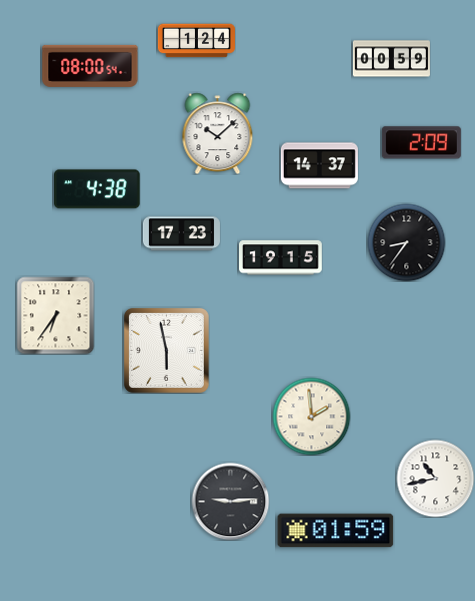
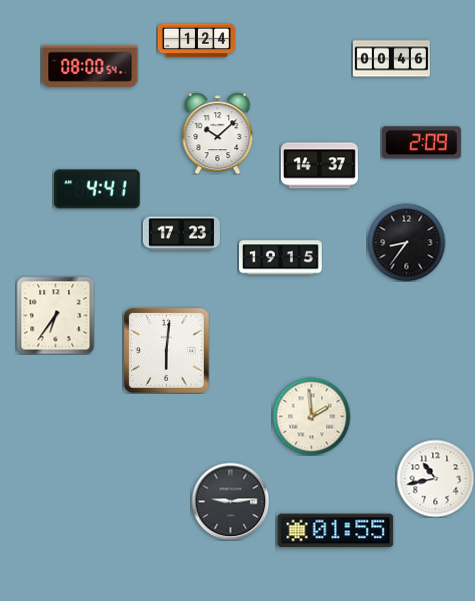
clock at (391, 59): 00:59 -> 00:46
clock at (97, 189): 4:38 -> 4:41
clock at (166, 350): 5:58 -> 6:01
clock at (336, 531): 01:59 -> 01:55
